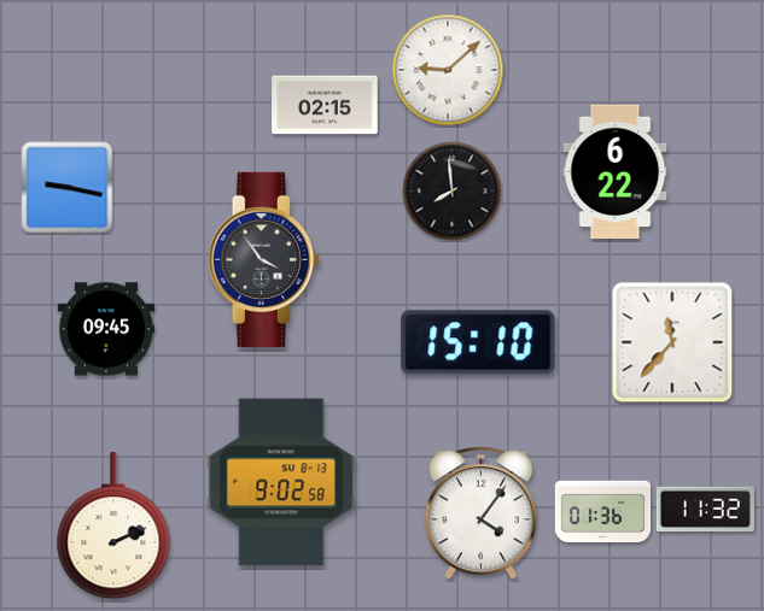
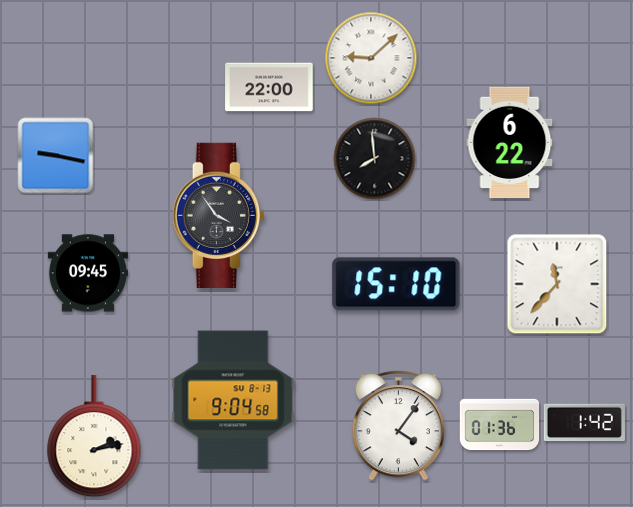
clock at (325, 105): 02:15 -> 22:00
clock at (281, 482): 9:02 -> 9:04
clock at (705, 510): 11:32 -> 1:42
clock at (113, 527): 2:11 -> 2:13
